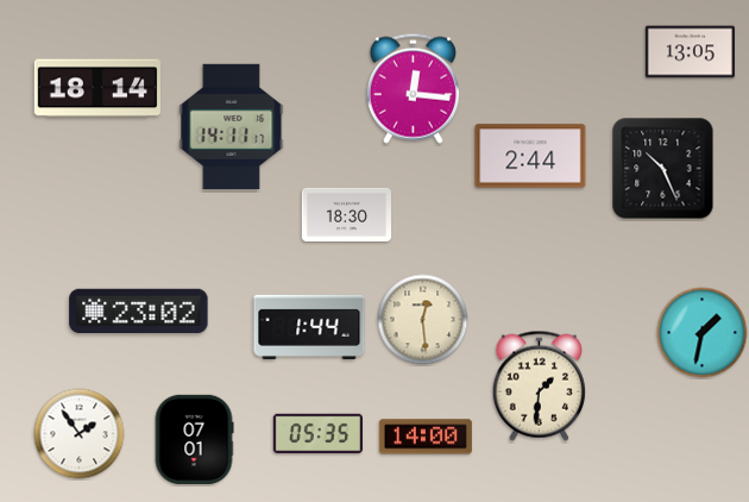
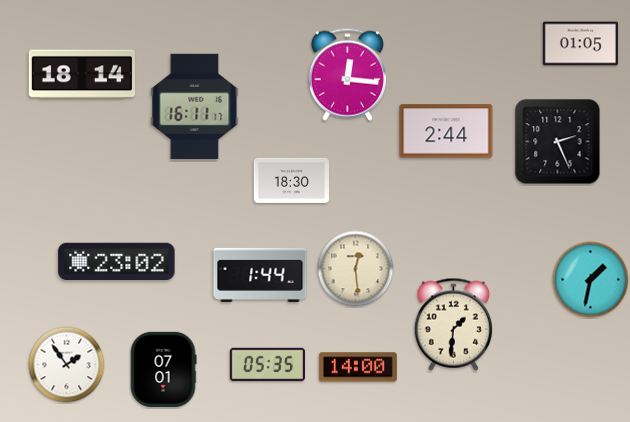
clock at (690, 52): 13:05 -> 01:05
clock at (232, 126): 14:11 -> 16:11
clock at (663, 169): 10:26 -> 2:26
